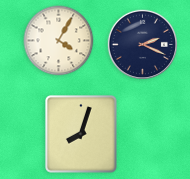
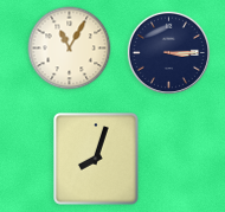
clock at (59, 41): 4:05 -> 11:05
clock at (142, 44): 2:19 -> 3:15
